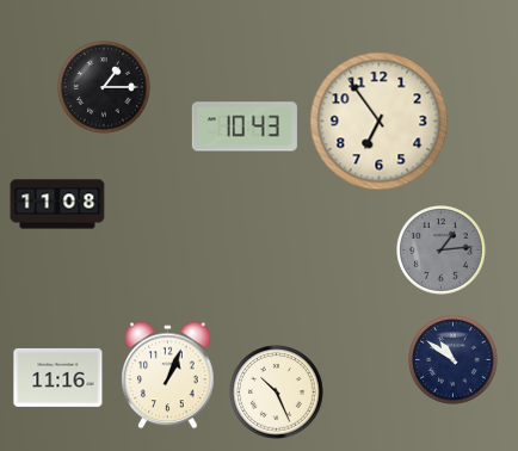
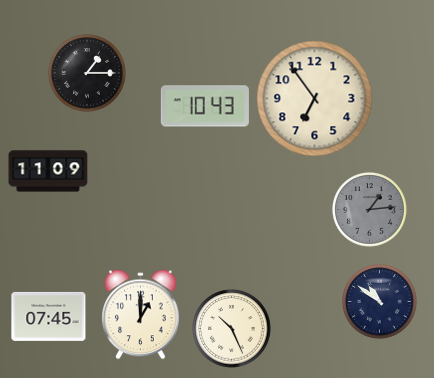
clock at (380, 122) position: (380, 122) -> (315, 99)
clock at (57, 204): 11:08 -> 11:09
clock at (168, 376): 1:04 -> 1:00
clock at (58, 377): 11:16 -> 07:45
